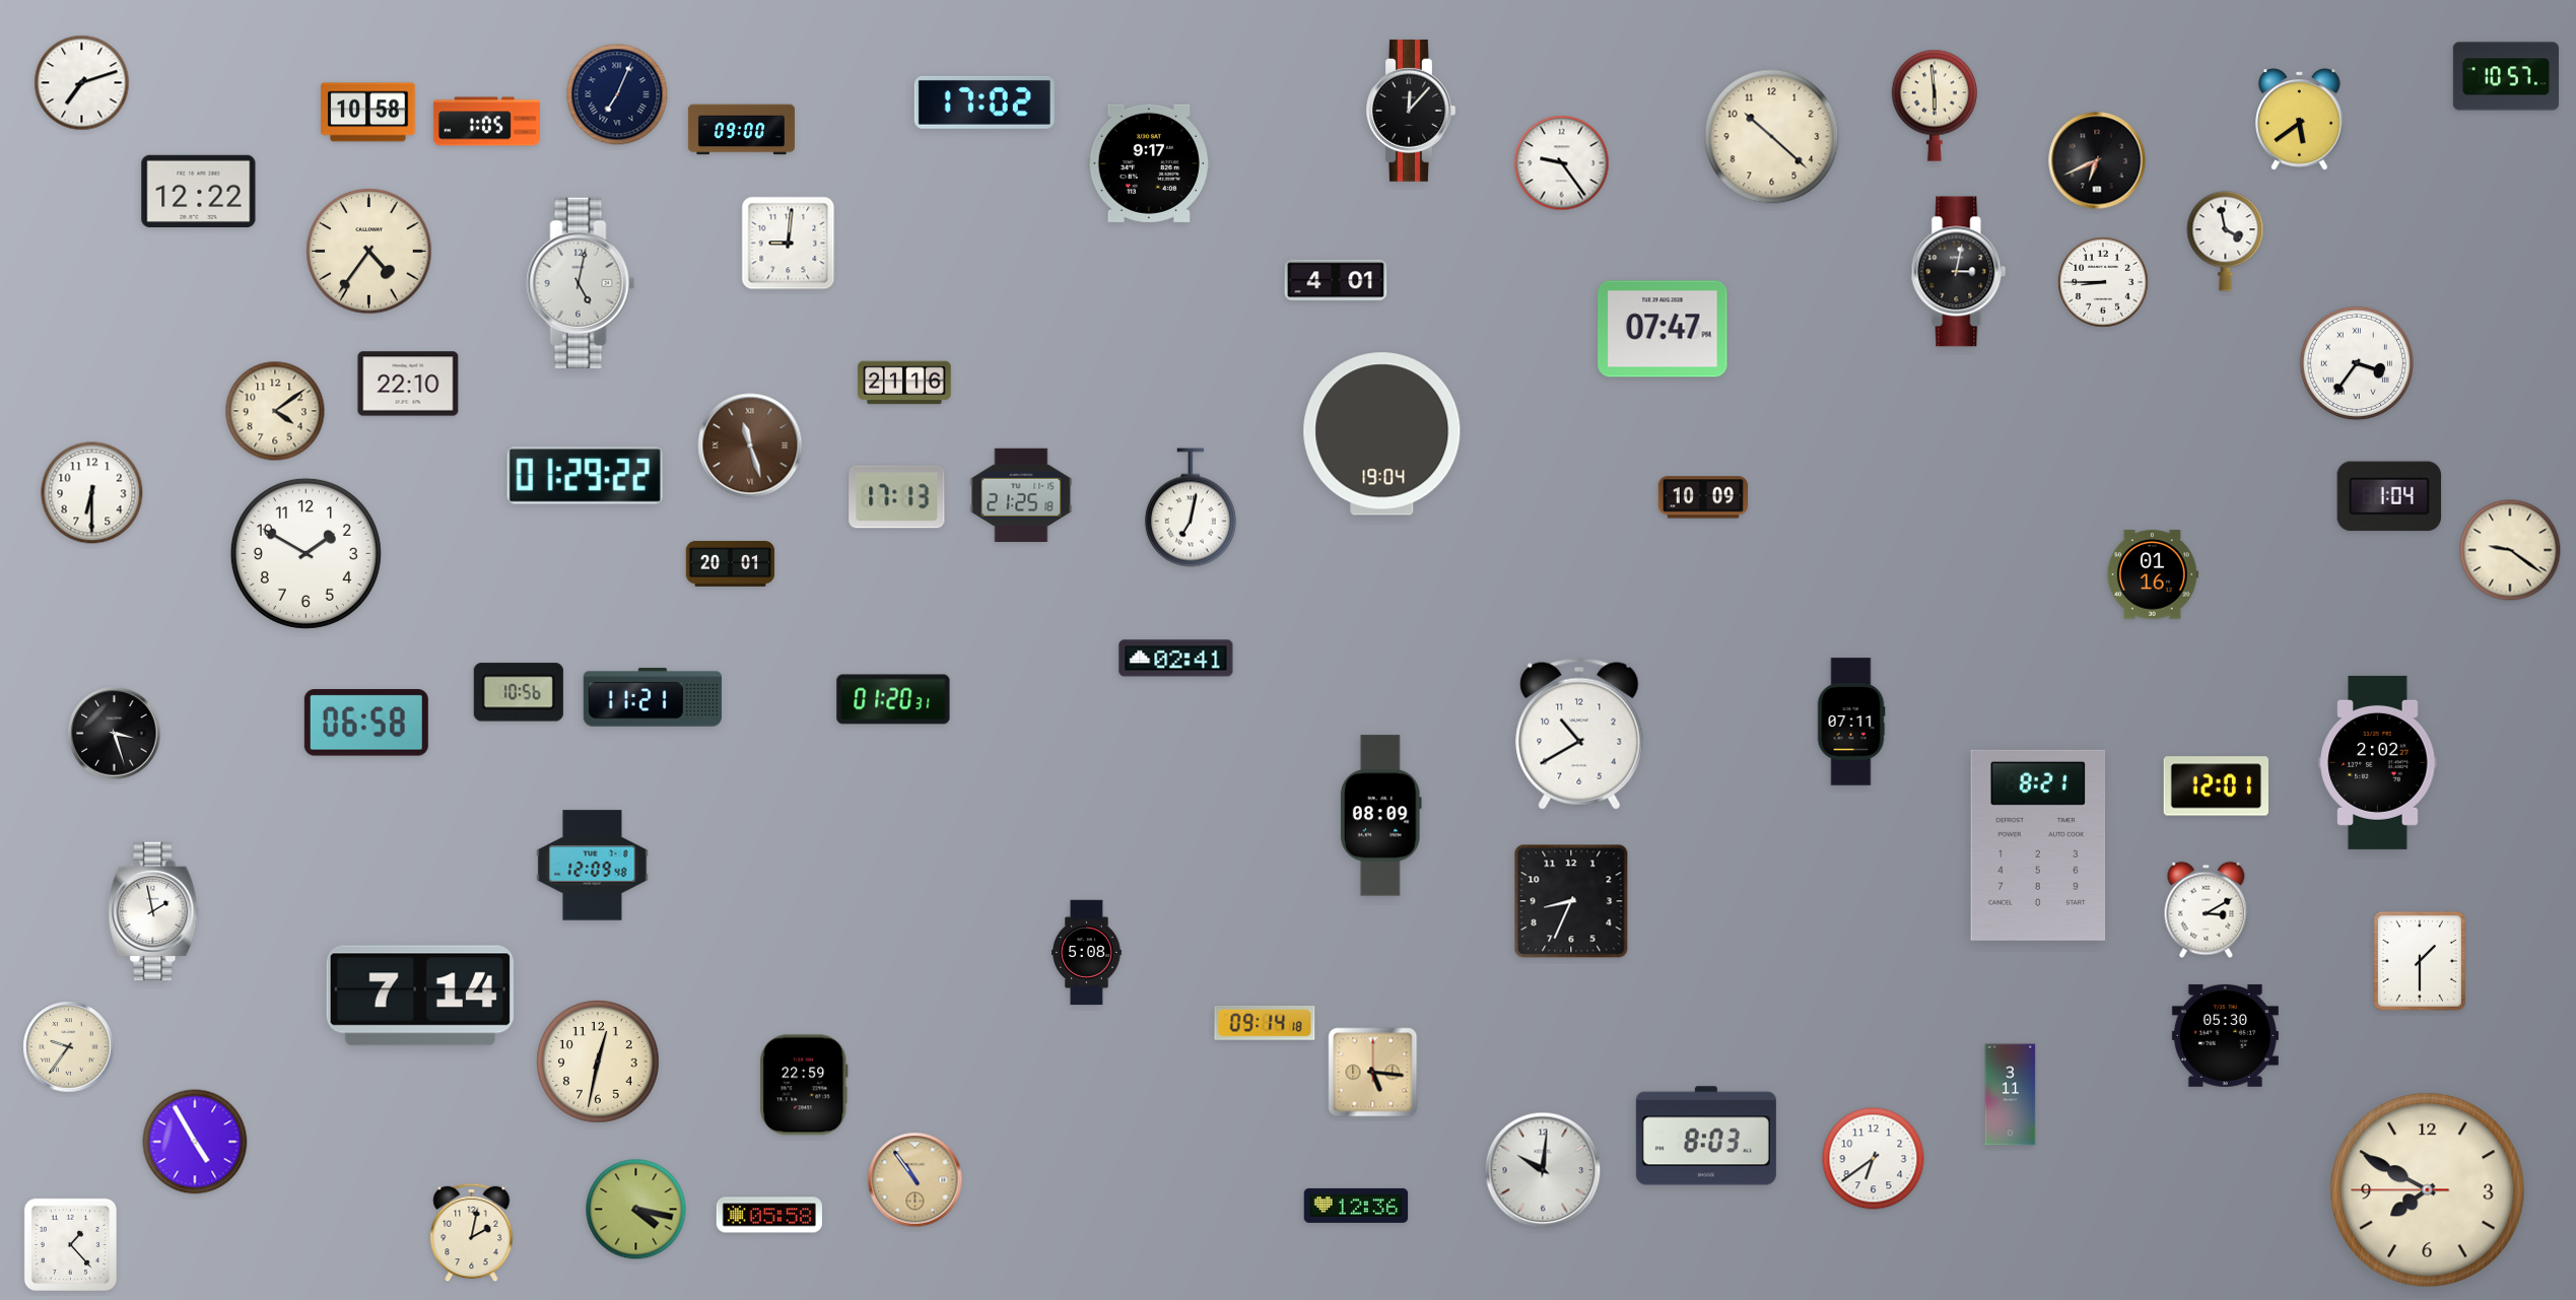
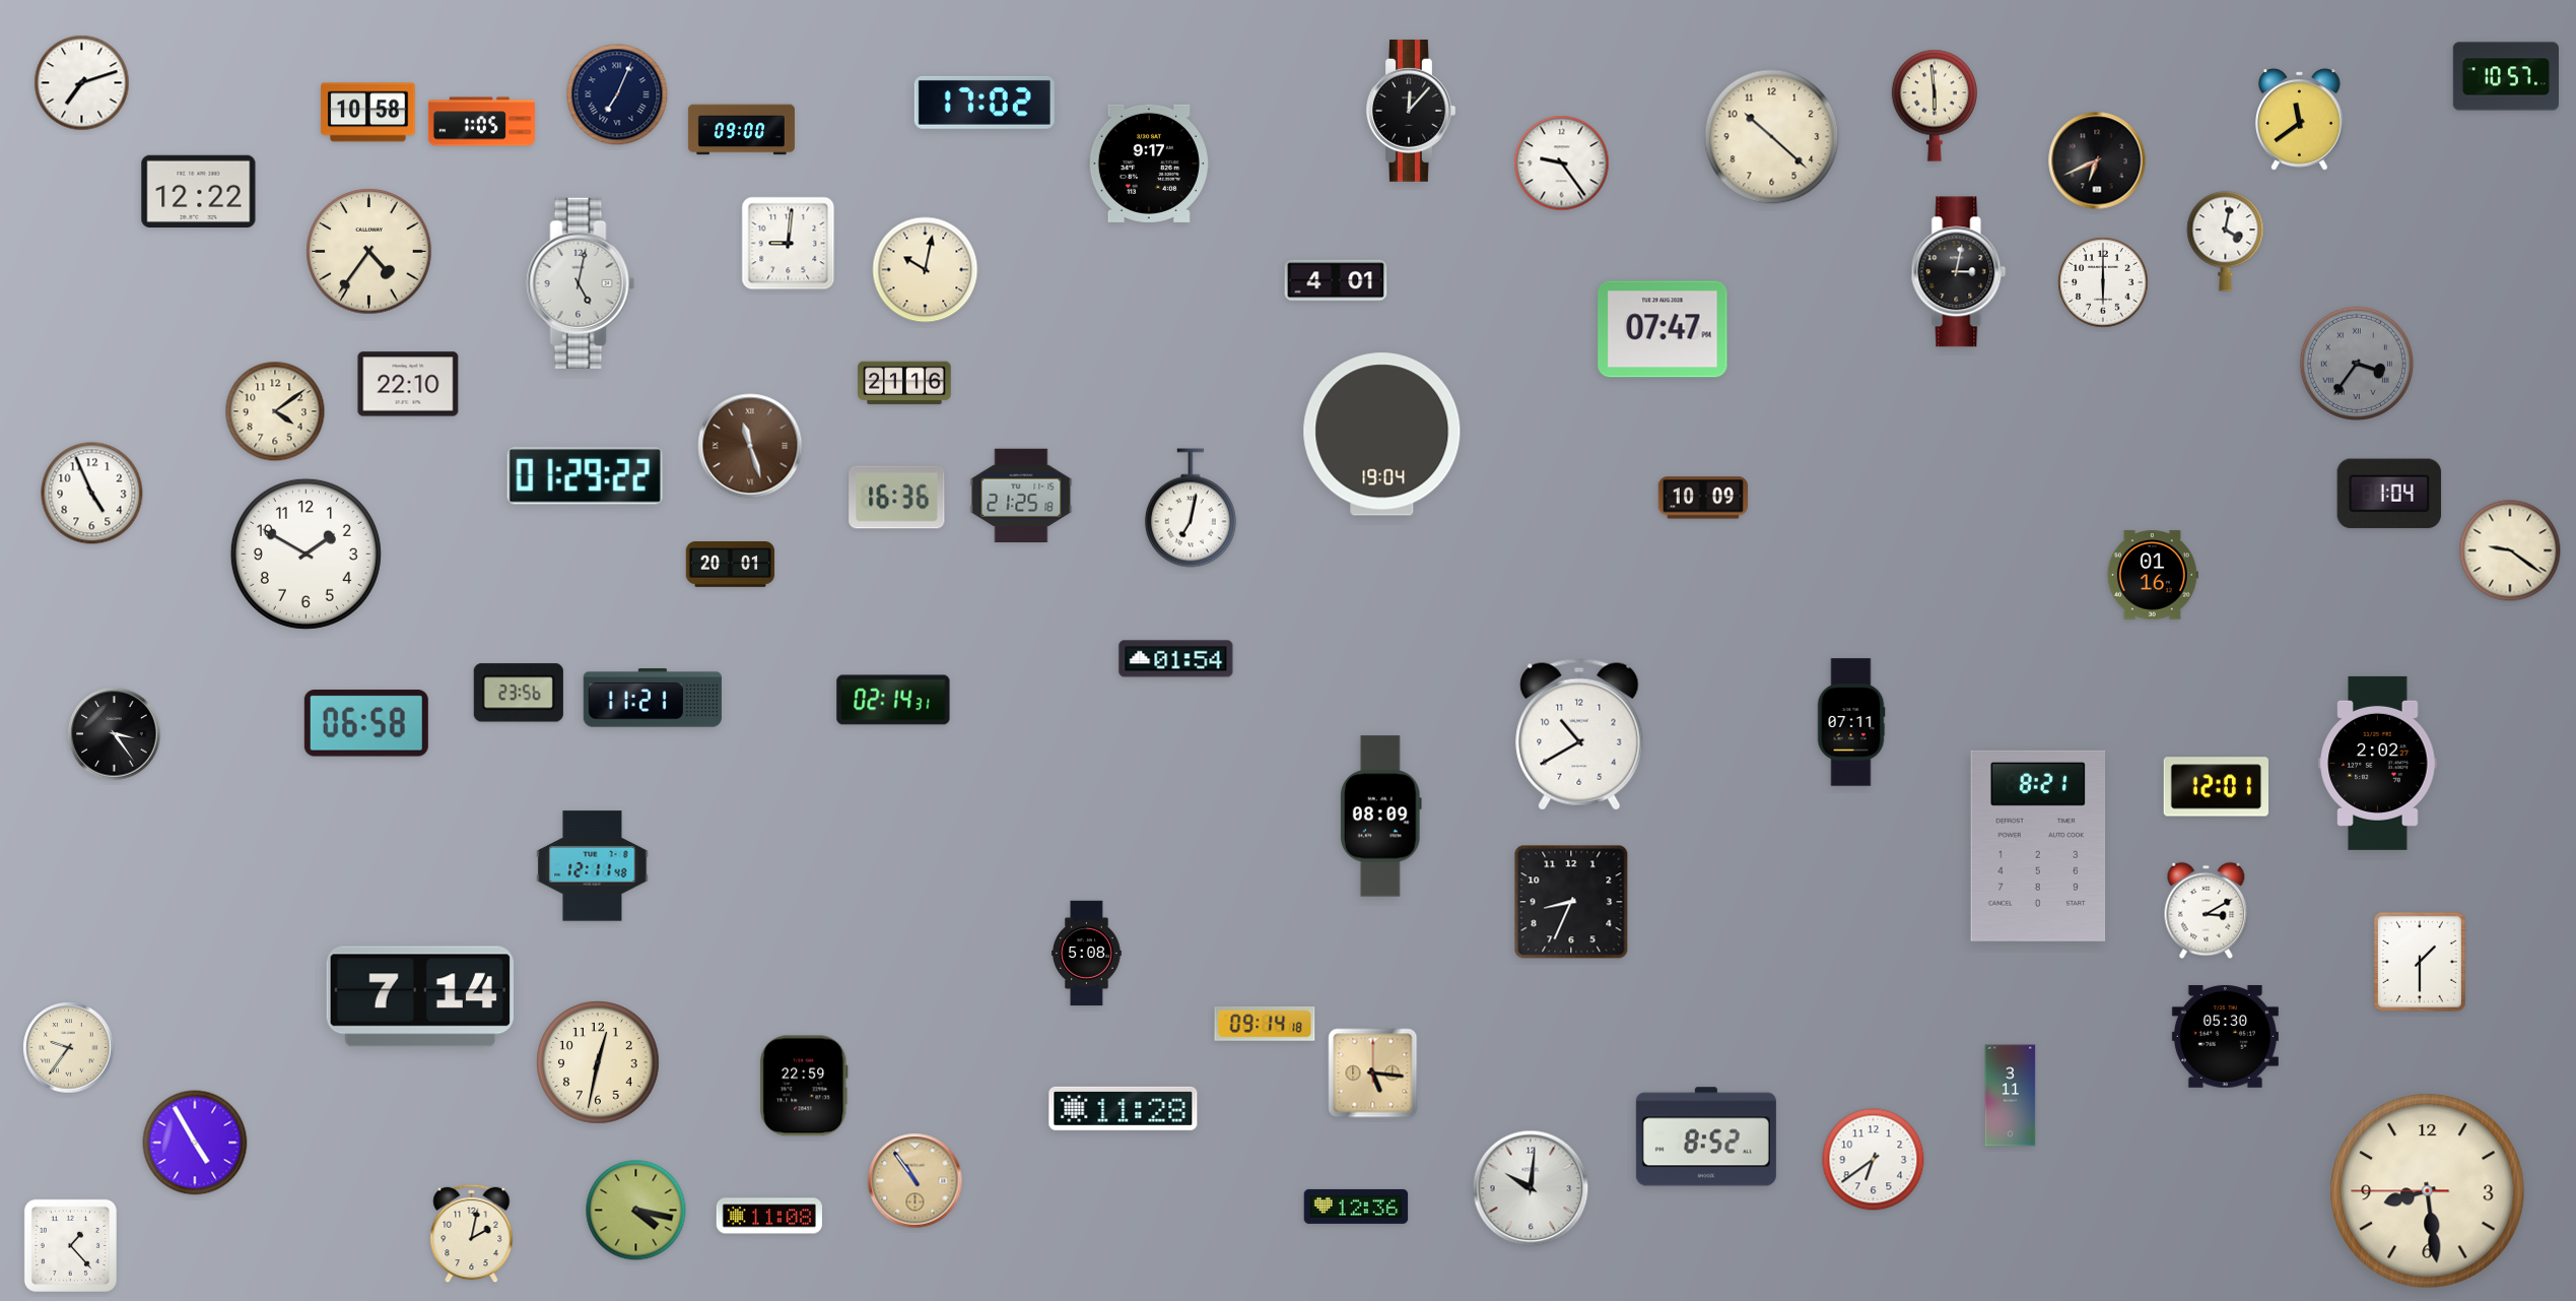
clock at (2300, 120): 5:39 -> 11:39
clock at (486, 122) position: (486, 122) -> (481, 122)
clock at (2226, 242): 3:58 -> 4:02
clock at (926, 270): none -> 10:02
clock at (2103, 282): 8:45 -> 6:00
clock at (2356, 362) dial: white -> grey
clock at (92, 493): 6:30 -> 4:56
clock at (2389, 496) position: (2389, 496) -> (2389, 494)
clock at (897, 497): 17:13 -> 16:36
clock at (1176, 659): 02:41 -> 01:54
clock at (519, 692): 10:56 -> 23:56
clock at (893, 699): 01:20 -> 02:14
clock at (115, 734): 3:27 -> 3:24
clock at (593, 866): 12:09 -> 12:11
clock at (153, 911): 1:58 -> none
clock at (1124, 1108): none -> 11:28
clock at (1706, 1136): 8:03 -> 8:52
clock at (1543, 1170) position: (1543, 1170) -> (1531, 1188)
clock at (2428, 1190): 7:49 -> 8:28
clock at (769, 1215): 05:58 -> 11:08
